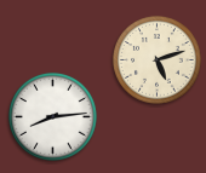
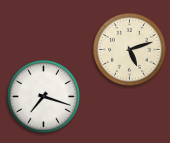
clock at (53, 117): 8:14 -> 7:18
